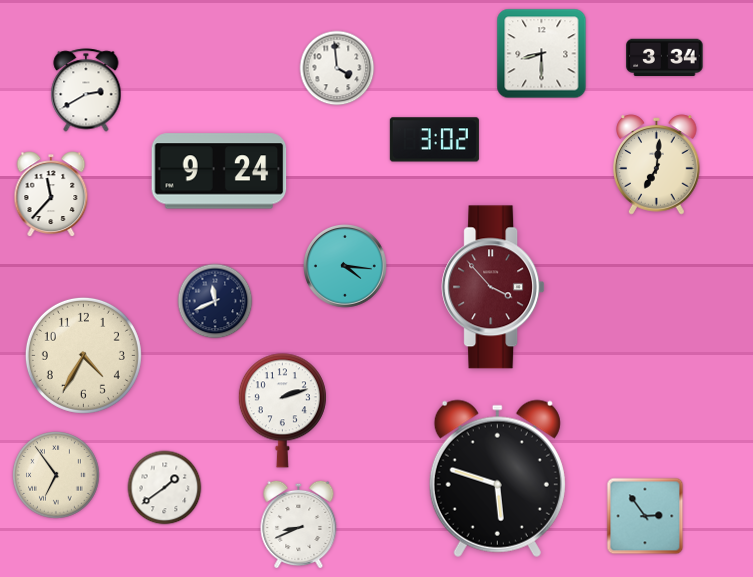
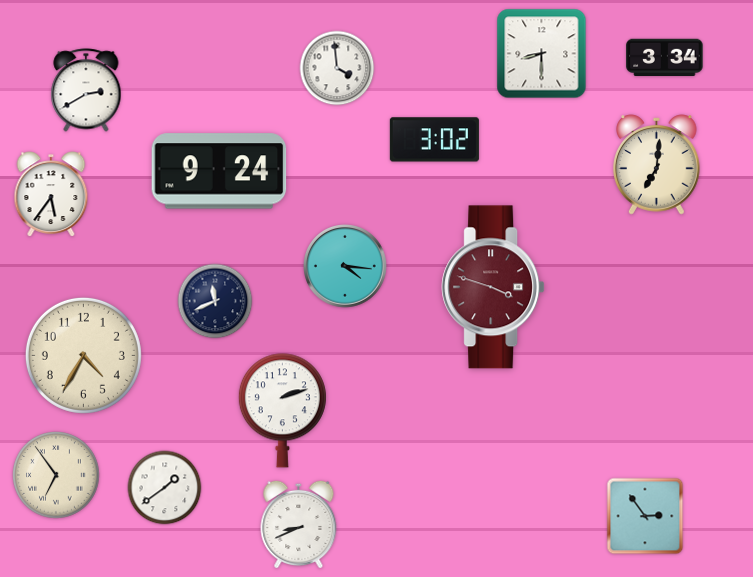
clock at (51, 194): 11:37 -> 5:36
clock at (493, 287): 3:53 -> 3:48
clock at (497, 478): 5:48 -> none
